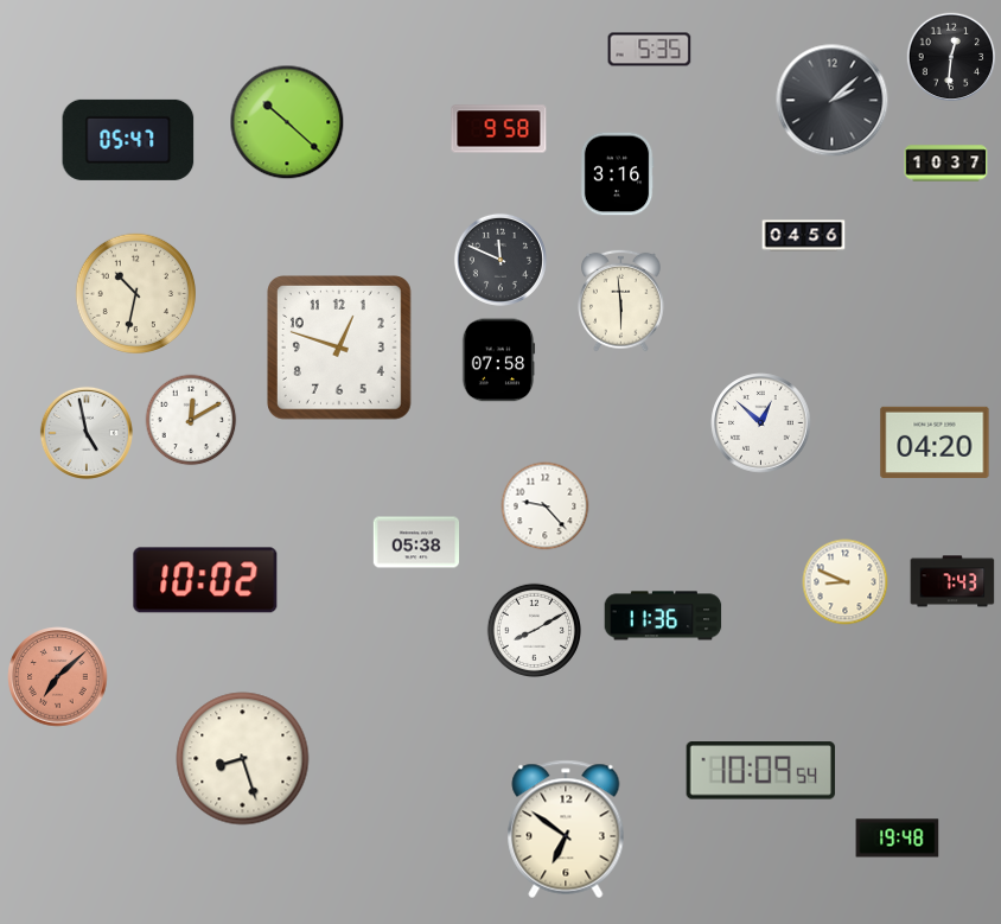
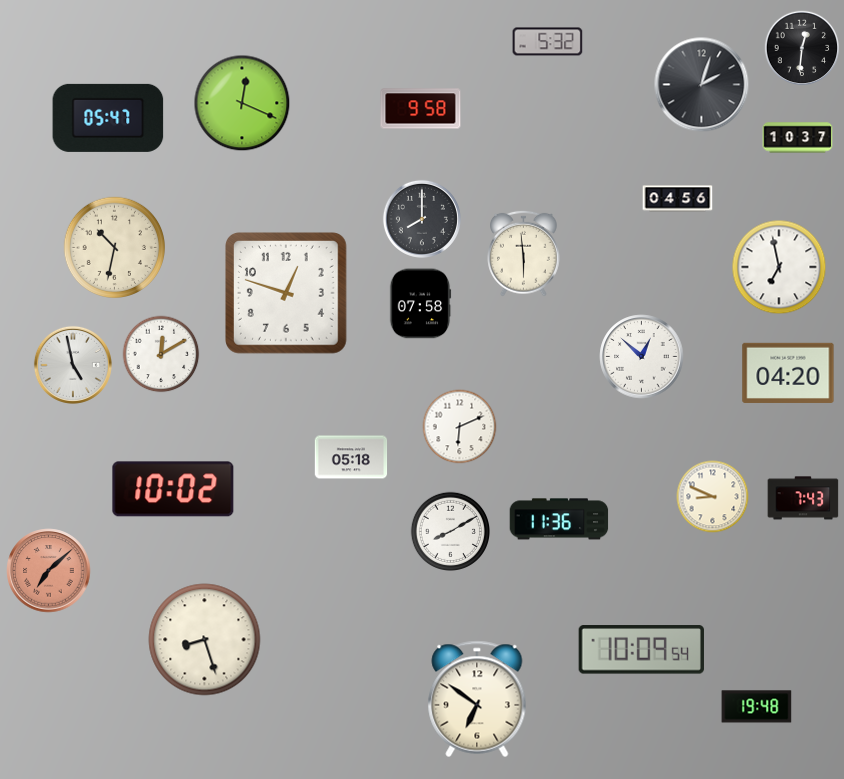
clock at (650, 50): 5:35 -> 5:32
clock at (833, 101): 2:08 -> 2:03
clock at (287, 122): 10:22 -> 12:19
clock at (617, 174): 3:16 -> none
clock at (500, 260): 11:49 -> 8:00
clock at (779, 267): none -> 6:58
clock at (546, 506): 9:23 -> 6:11
clock at (416, 542): 05:38 -> 05:18
clock at (952, 581) position: (952, 581) -> (803, 498)
clock at (846, 582) position: (846, 582) -> (713, 497)
